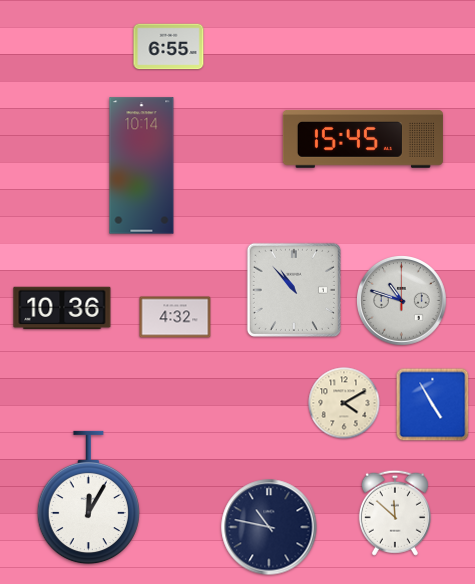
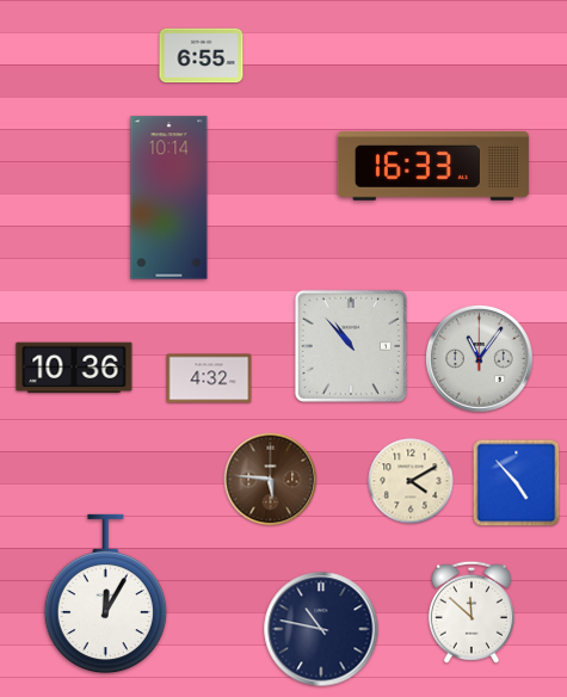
clock at (363, 140): 15:45 -> 16:33
clock at (402, 301): 10:48 -> 11:06
clock at (271, 480): none -> 5:46
clock at (433, 405): 4:55 -> 4:53
